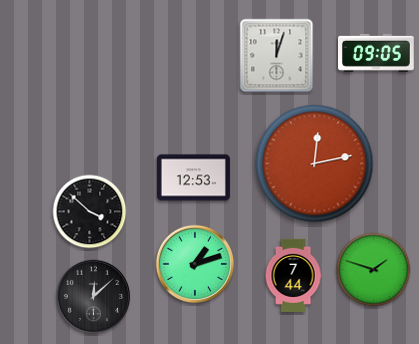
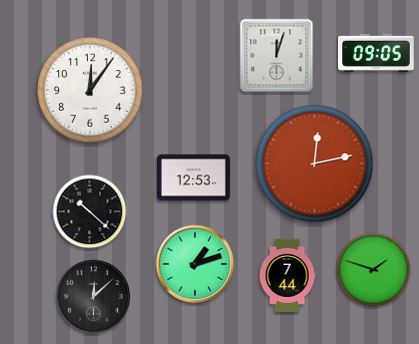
clock at (90, 90): none -> 12:06
clock at (90, 212): 3:52 -> 10:22
clock at (293, 275) position: (293, 275) -> (287, 275)
